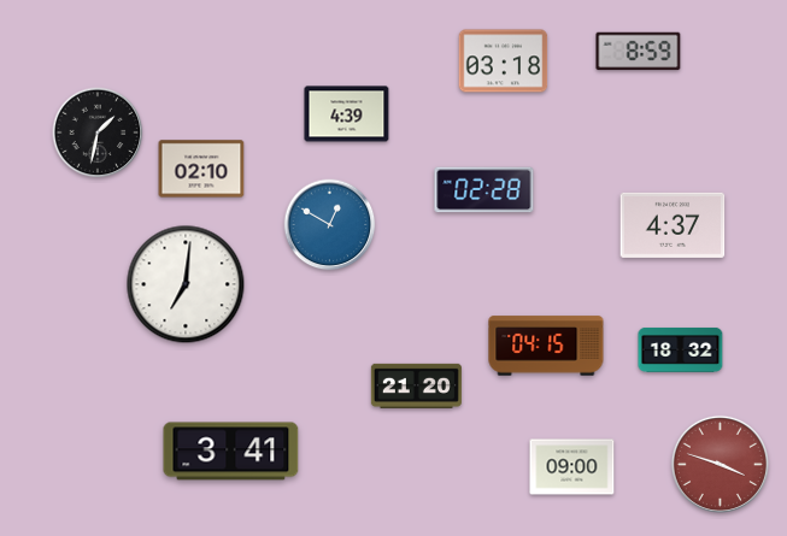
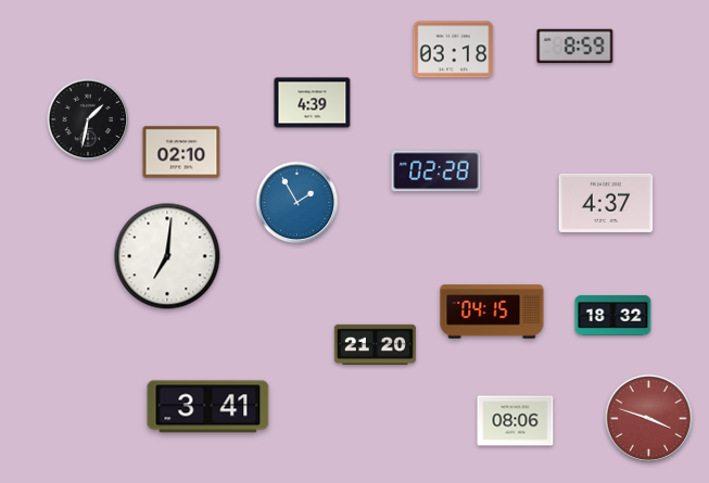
clock at (504, 61) position: (504, 61) -> (454, 50)
clock at (330, 225): 12:50 -> 1:55
clock at (416, 385) position: (416, 385) -> (375, 344)
clock at (572, 467): 09:00 -> 08:06
